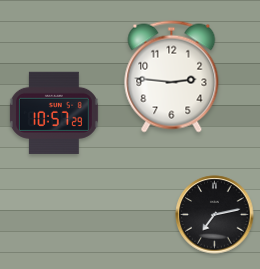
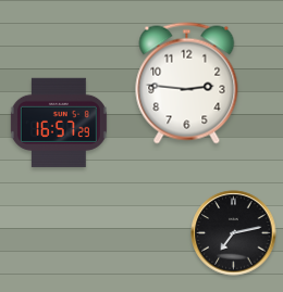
clock at (54, 113): 10:57 -> 16:57
